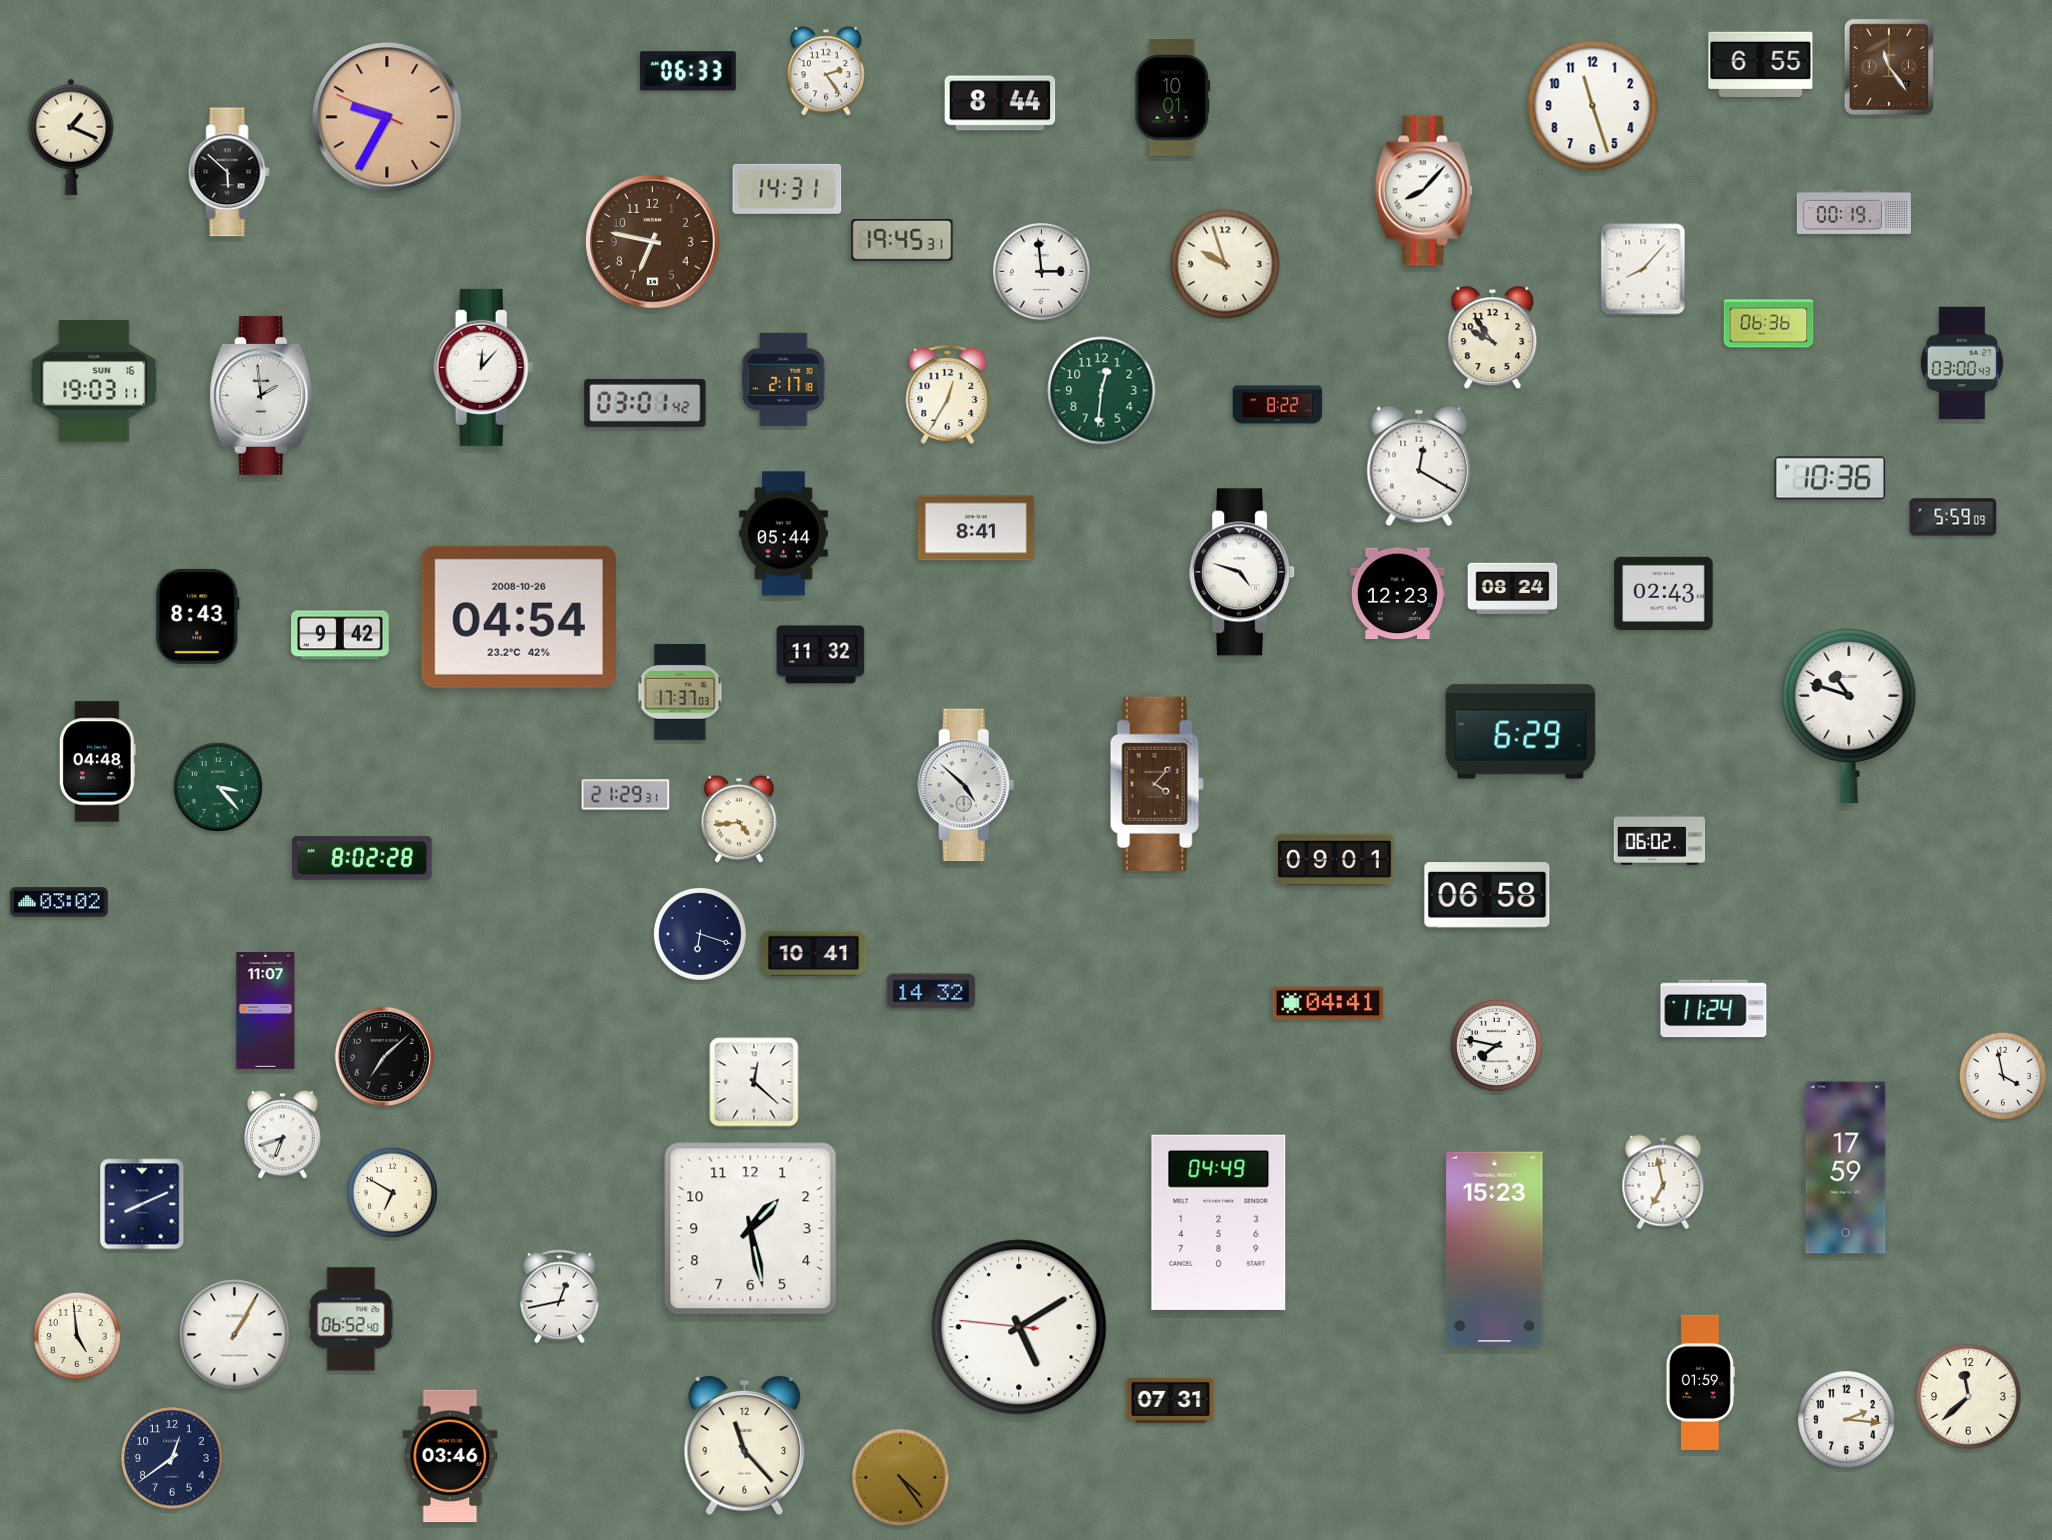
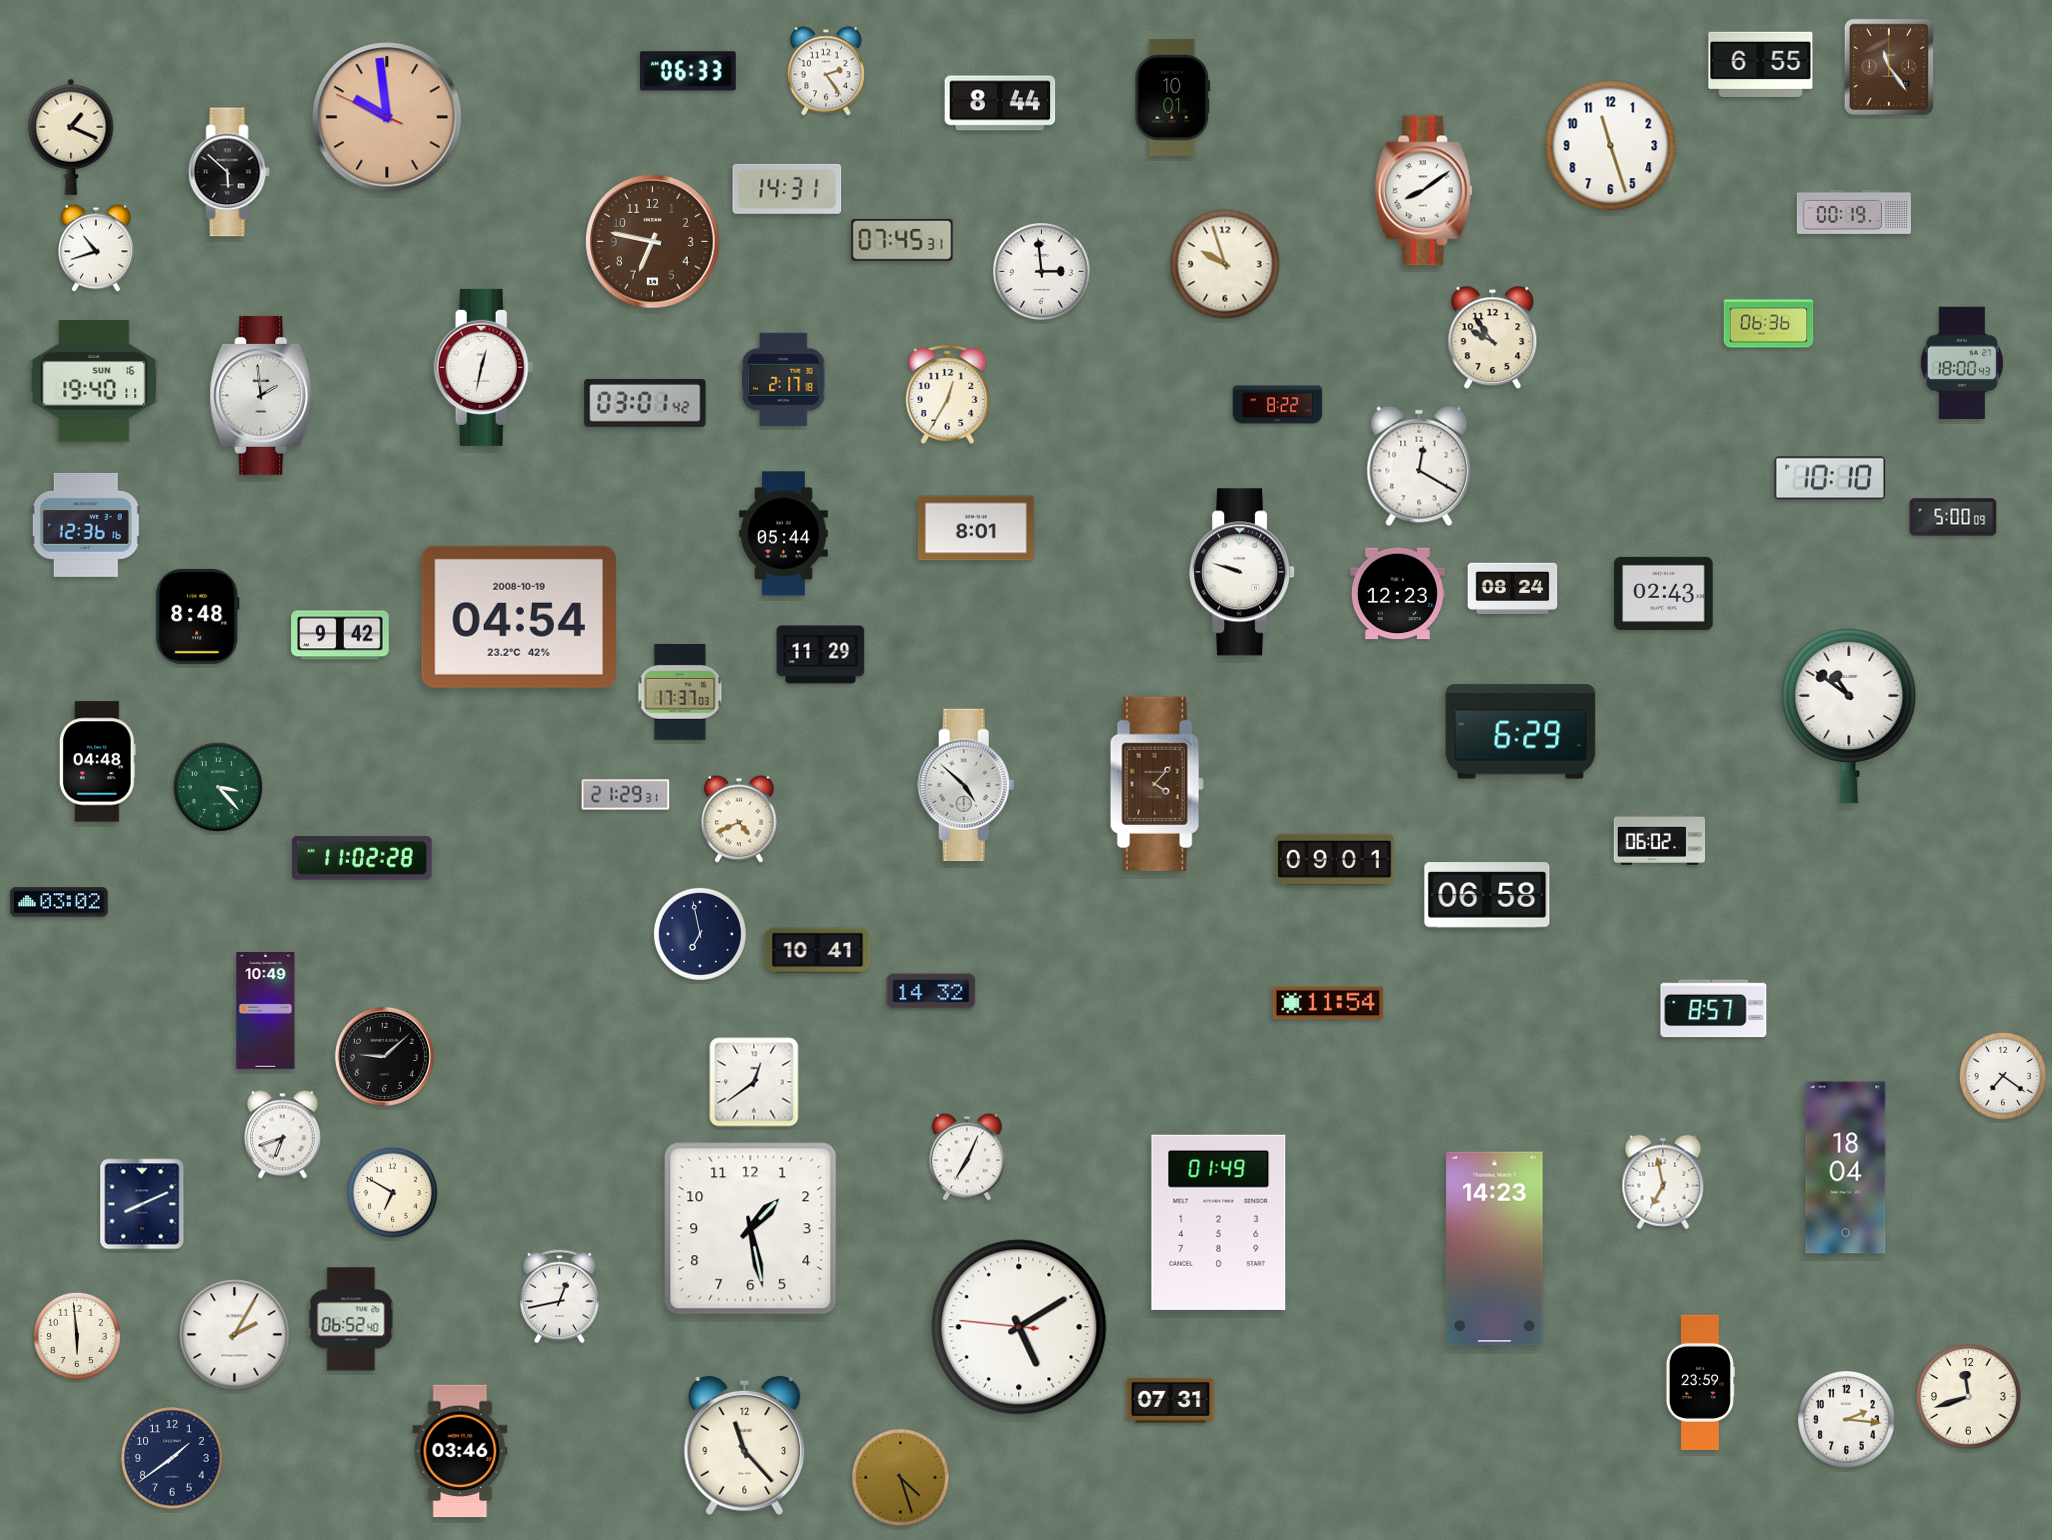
clock at (1593, 106) position: (1593, 106) -> (1611, 146)
clock at (387, 117): 9:34 -> 9:58
clock at (1423, 191): 8:07 -> 8:09
clock at (902, 241): 19:45 -> 07:45
clock at (96, 248): none -> 10:42
clock at (1643, 269): 8:07 -> none
clock at (1962, 362): 03:00 -> 18:00
clock at (484, 367): 12:07 -> 12:32
clock at (94, 381): 19:03 -> 19:40
clock at (1102, 391): 12:31 -> none
clock at (1830, 478): 10:36 -> 10:10
clock at (1953, 517): 5:59 -> 5:00
clock at (86, 525): none -> 12:36
clock at (976, 528): 8:41 -> 8:01
clock at (1243, 572): 4:48 -> 9:48
clock at (198, 616): 8:43 -> 8:48
clock at (519, 617) date: 2008-10-26 -> 2008-10-19
clock at (821, 655): 11:32 -> 11:29
clock at (1849, 715): 10:48 -> 10:51
clock at (739, 819): 4:44 -> 4:41
clock at (362, 858): 8:02 -> 11:02
clock at (700, 934): 6:18 -> 6:58
clock at (814, 954) position: (814, 954) -> (818, 951)
clock at (1328, 1003): 04:41 -> 11:54
clock at (1714, 1009): 11:24 -> 8:57
clock at (266, 1011): 11:07 -> 10:49
clock at (1496, 1045): 7:47 -> none
clock at (384, 1056): 7:08 -> 9:08
clock at (2003, 1076): 3:58 -> 7:21
clock at (754, 1082): 12:22 -> 12:39
clock at (967, 1157): none -> 7:04
clock at (1846, 1168): 17:59 -> 18:04
clock at (1219, 1222): 04:49 -> 01:49
clock at (1495, 1249): 15:23 -> 14:23
clock at (235, 1335): 1:05 -> 2:05
clock at (77, 1336): 4:59 -> 5:59
clock at (1700, 1382): 01:59 -> 23:59
clock at (1969, 1397): 11:38 -> 11:42
clock at (450, 1456) position: (450, 1456) -> (460, 1451)
clock at (172, 1458): 12:39 -> 1:39
clock at (901, 1478): 4:24 -> 4:27
